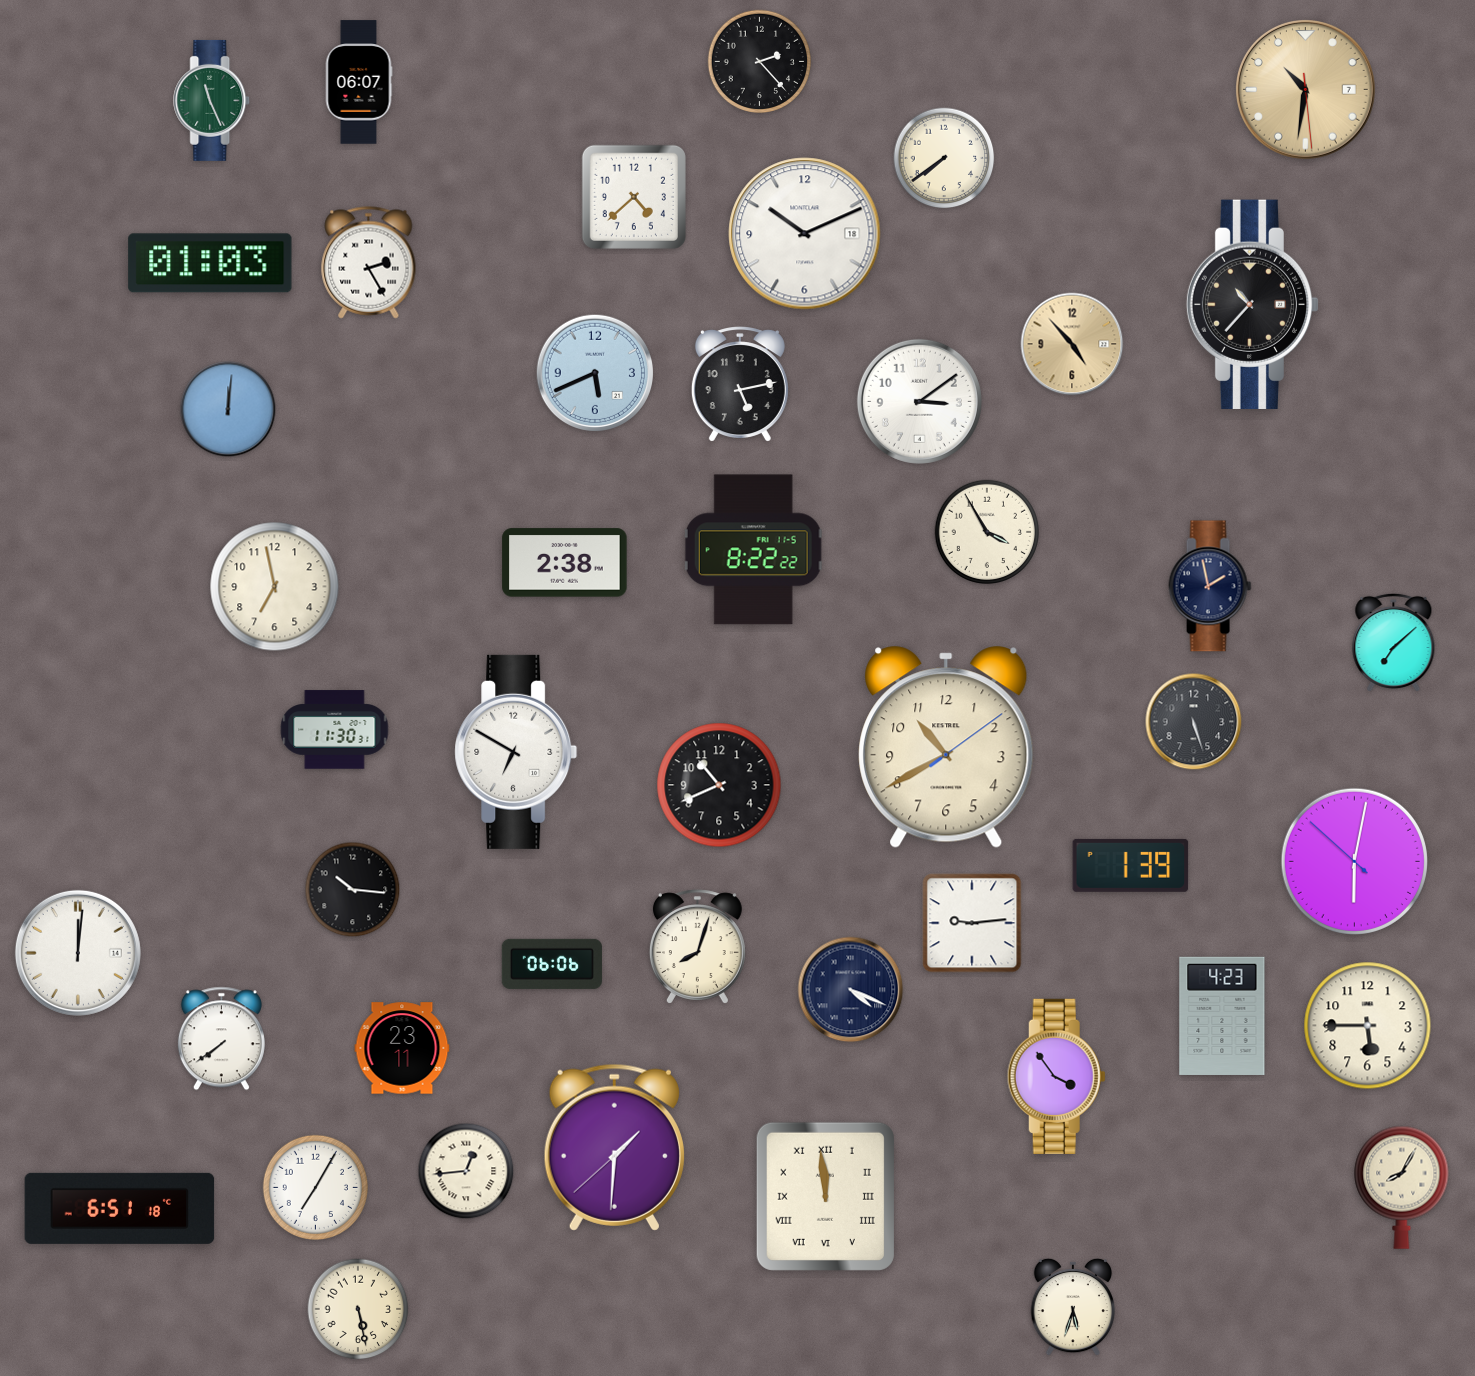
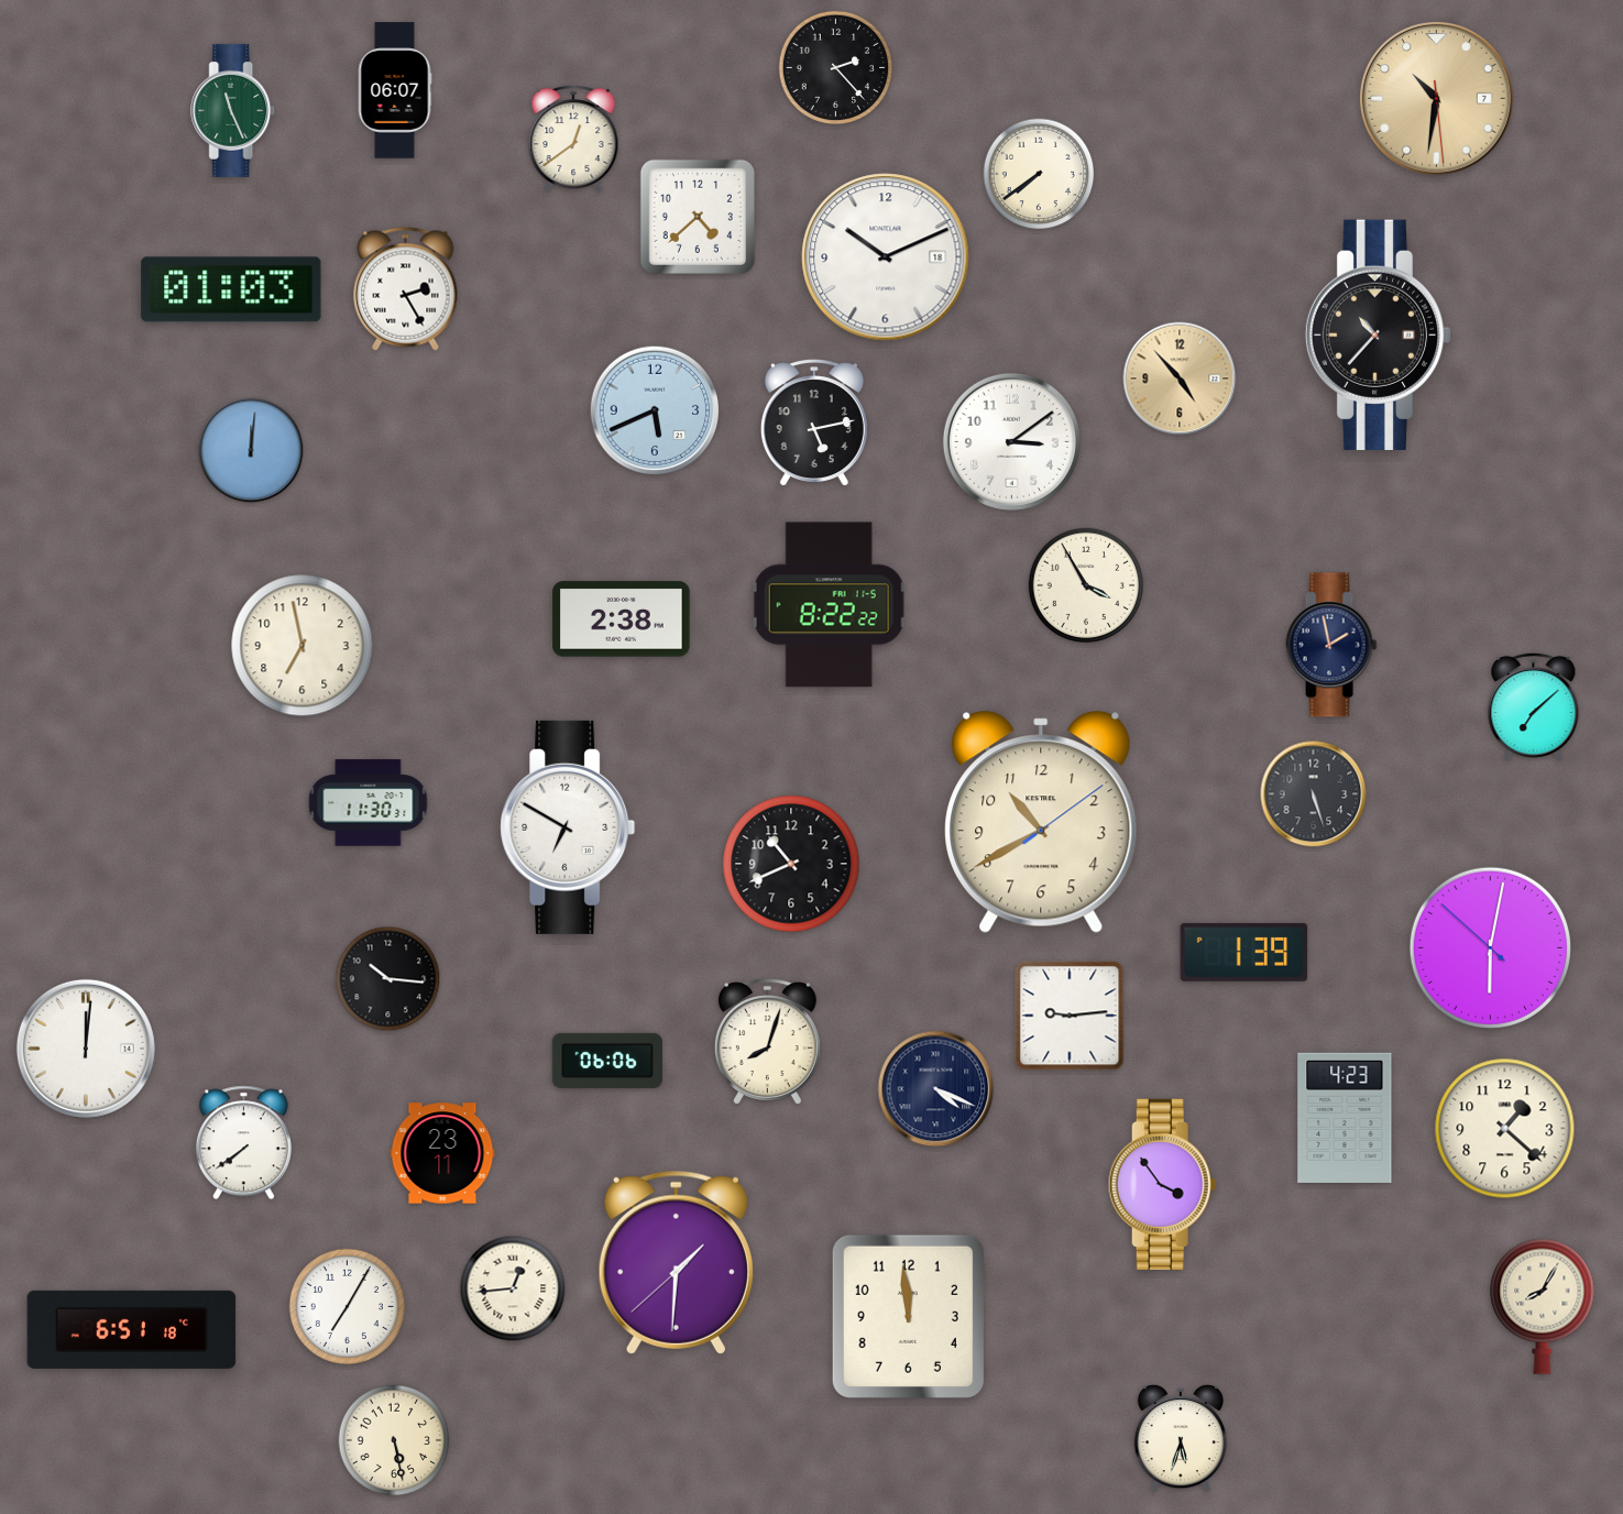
clock at (573, 140): none -> 12:39
clock at (1368, 1026): 5:45 -> 1:22
clock at (825, 1196) numerals: Roman -> Arabic
